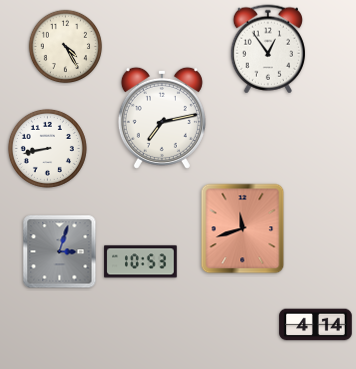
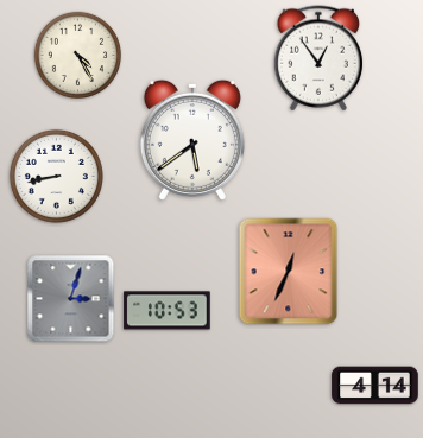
clock at (162, 118): 7:13 -> 5:39
clock at (243, 229): 11:42 -> 12:34
